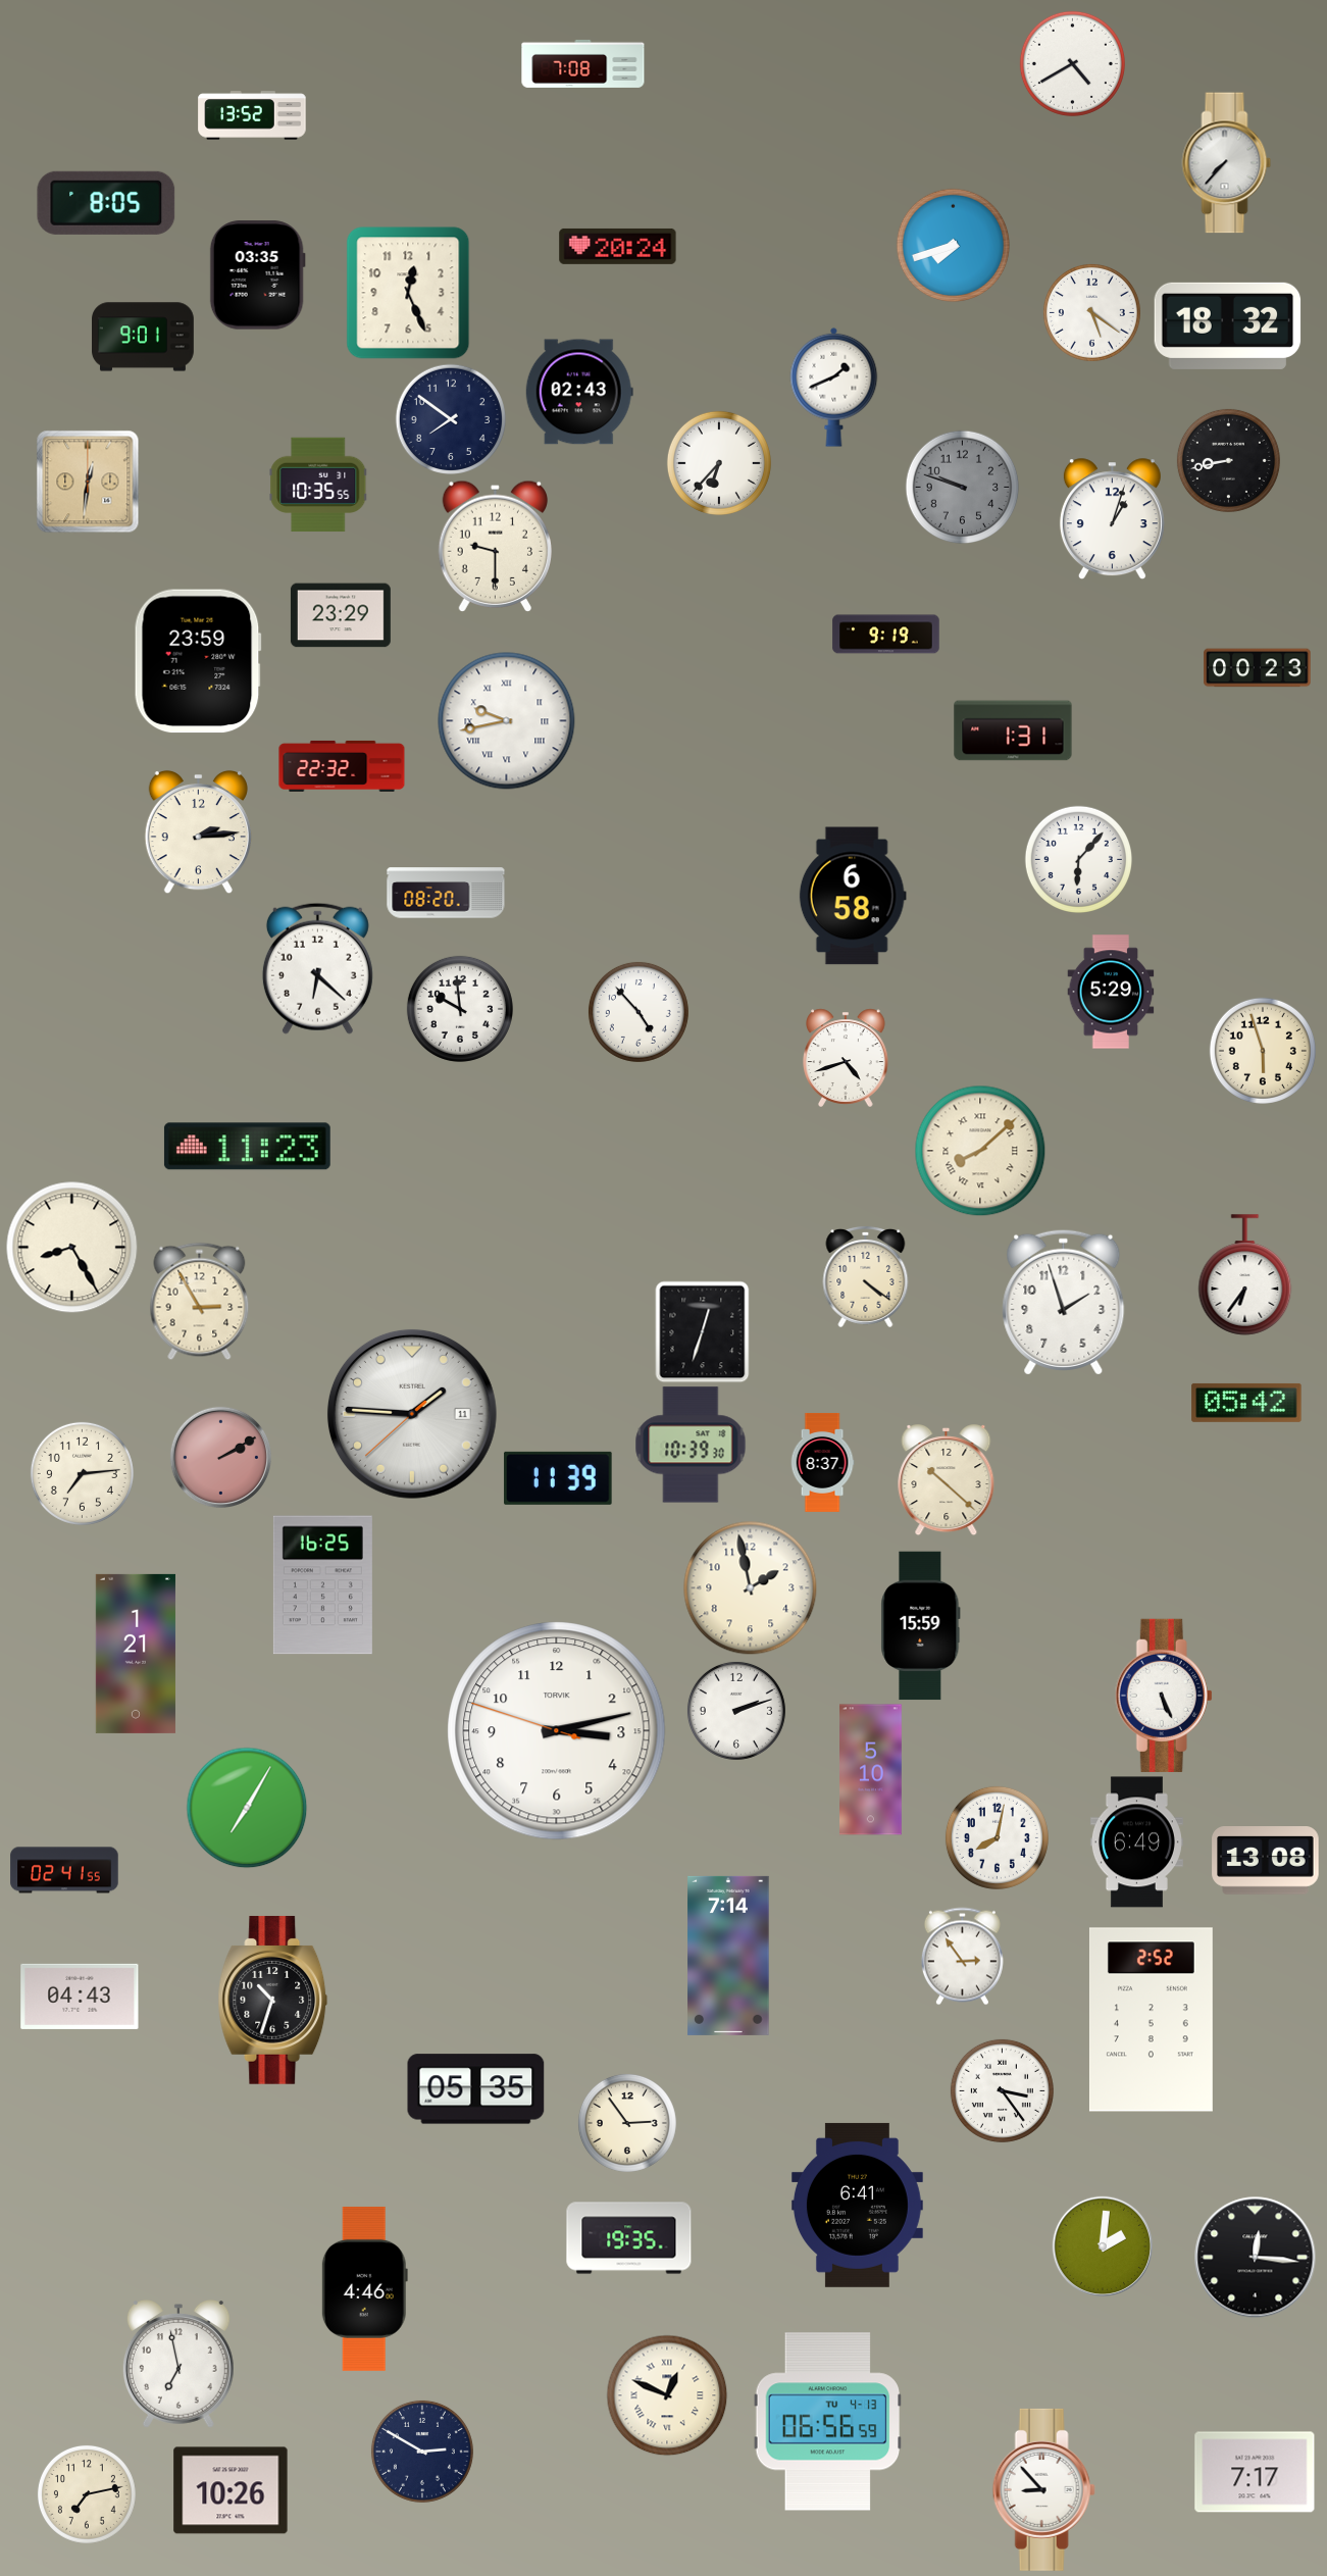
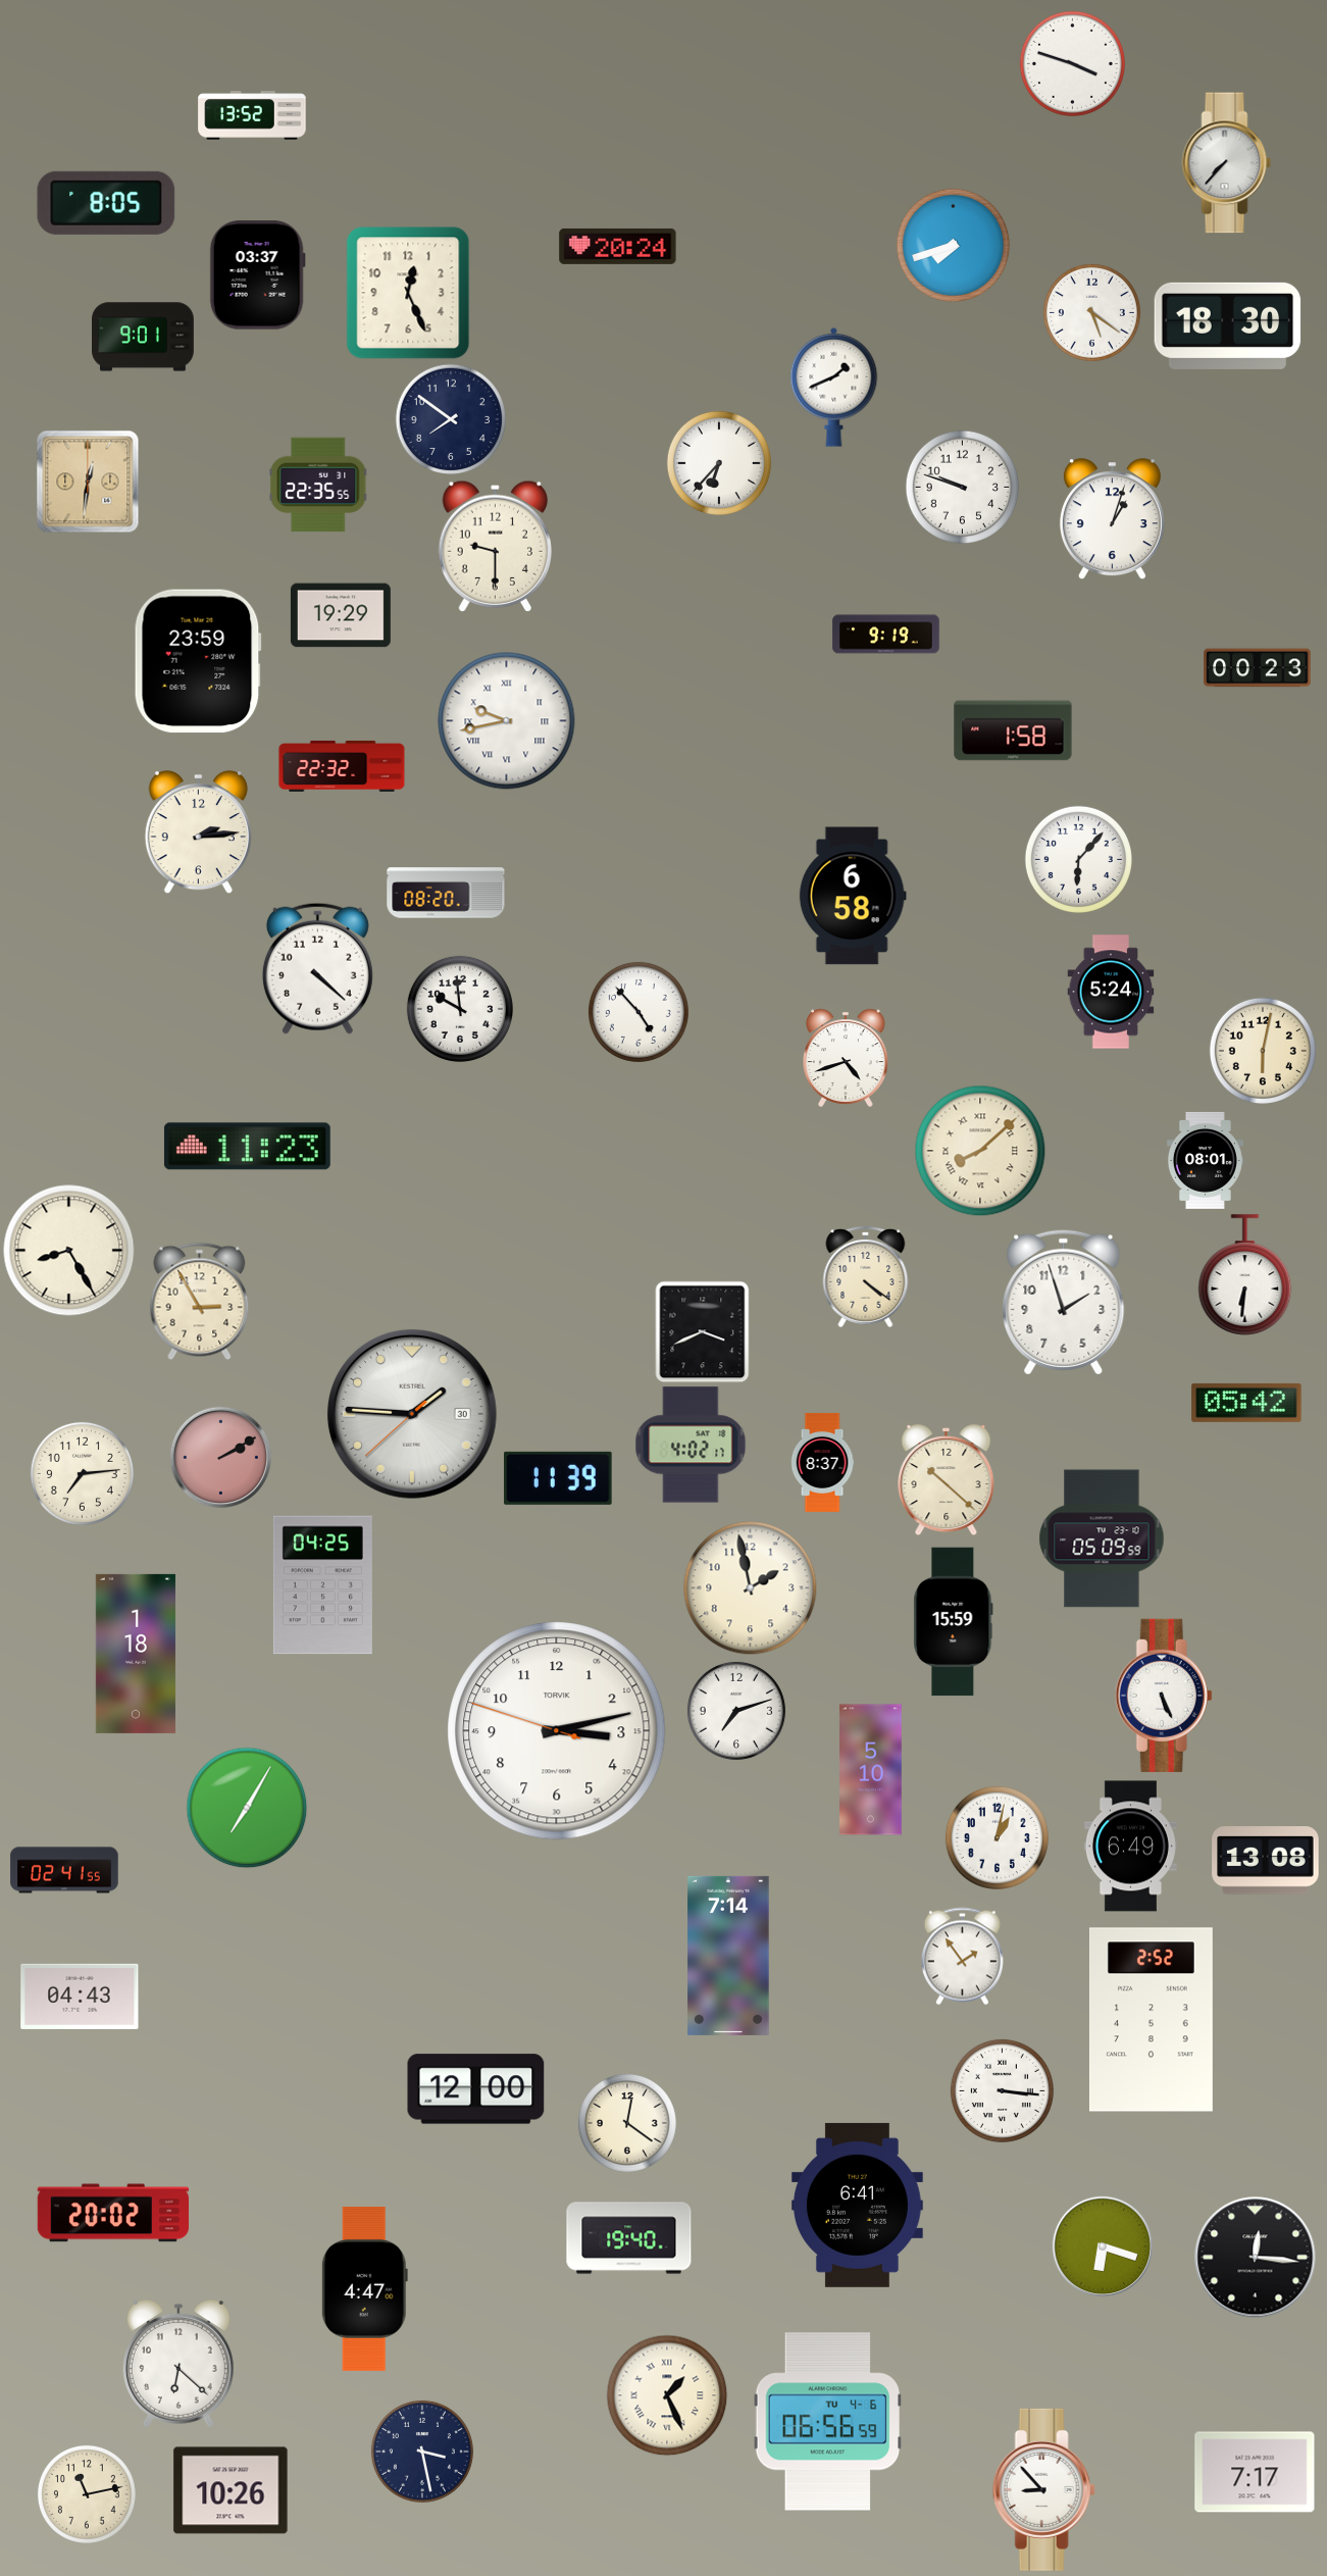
clock at (583, 63): 7:08 -> none
clock at (1072, 63): 4:40 -> 3:48
clock at (257, 275): 03:35 -> 03:37
clock at (1228, 325): 18:32 -> 18:30
clock at (579, 392): 02:43 -> none
clock at (1228, 460): 8:43 -> none
clock at (318, 485): 10:35 -> 22:35
clock at (962, 487) dial: grey -> white
clock at (341, 615): 23:29 -> 19:29
clock at (1013, 730): 1:31 -> 1:58
clock at (317, 968): 6:22 -> 4:22
clock at (1111, 992): 5:29 -> 5:24
clock at (1263, 1051): 5:57 -> 6:02
clock at (1205, 1160): none -> 08:01
clock at (71, 1247) position: (71, 1247) -> (68, 1250)
clock at (1245, 1275): 6:36 -> 6:31
clock at (703, 1331): 12:33 -> 3:41
clock at (412, 1414) date: 11 -> 30
clock at (691, 1445): 10:39 -> 4:02
clock at (1102, 1538): none -> 05:09
clock at (322, 1585): 16:25 -> 04:25
clock at (921, 1626) position: (921, 1626) -> (954, 1622)
clock at (136, 1654): 1:21 -> 1:18
clock at (736, 1711): 2:12 -> 7:12
clock at (997, 1837): 8:02 -> 1:02
clock at (1136, 1842) position: (1136, 1842) -> (1130, 1847)
clock at (962, 1956): 2:54 -> 1:54
clock at (273, 2000): 10:33 -> none
clock at (476, 2089): 05:35 -> 12:00
clock at (1002, 2090): 3:24 -> 3:16
clock at (627, 2123): 2:54 -> 12:21
clock at (112, 2213): none -> 20:02
clock at (629, 2238): 19:35 -> 19:40
clock at (1103, 2246): 2:01 -> 6:18
clock at (364, 2288): 4:46 -> 4:47
clock at (178, 2365): 6:58 -> 6:22
clock at (667, 2395): 12:49 -> 1:26
clock at (828, 2422) date: TU 4-13 -> TU 4-6
clock at (422, 2452): 2:50 -> 3:28
clock at (87, 2494): 7:13 -> 11:13
